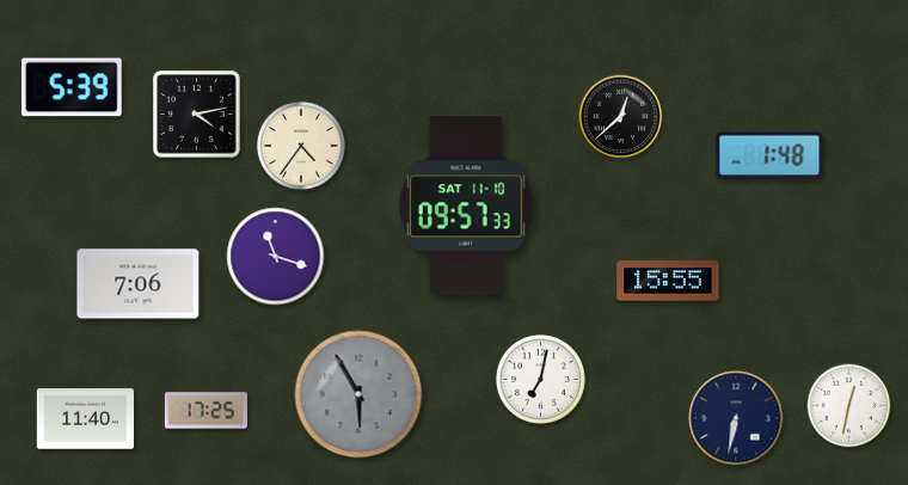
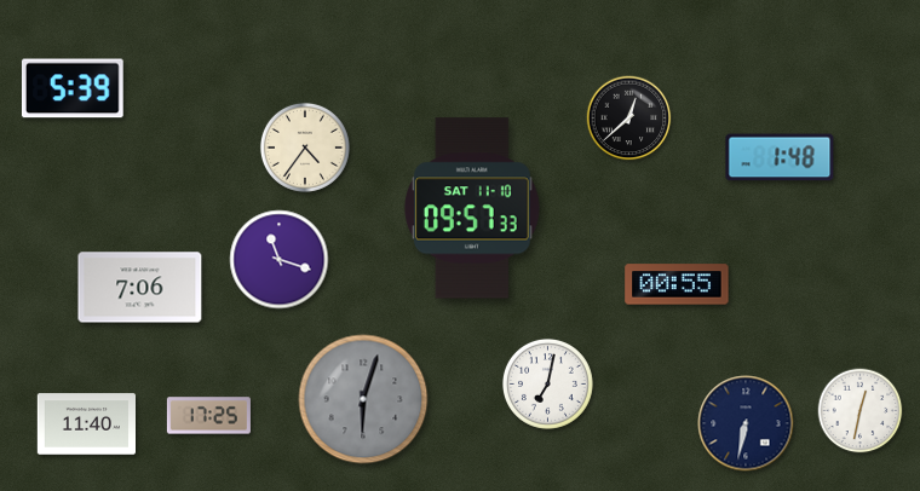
clock at (197, 115): 4:13 -> none
clock at (668, 281): 15:55 -> 00:55
clock at (358, 394): 5:55 -> 6:03
